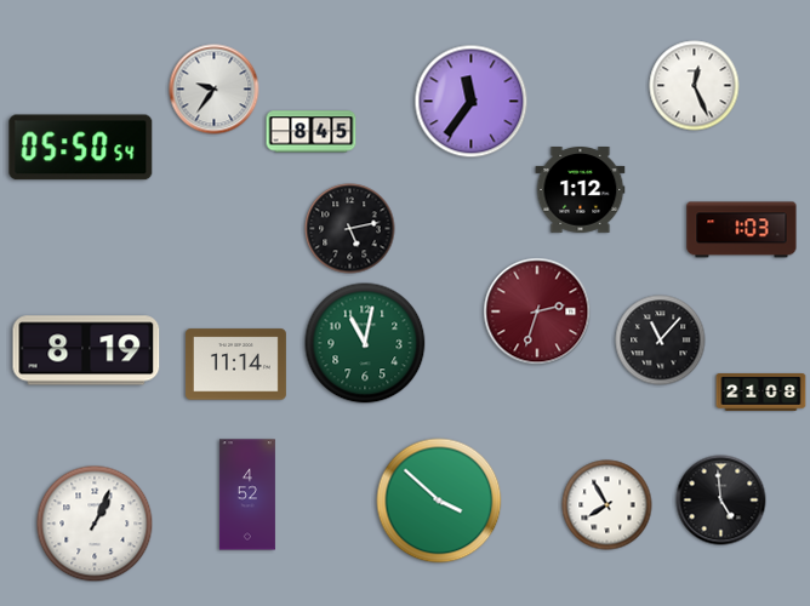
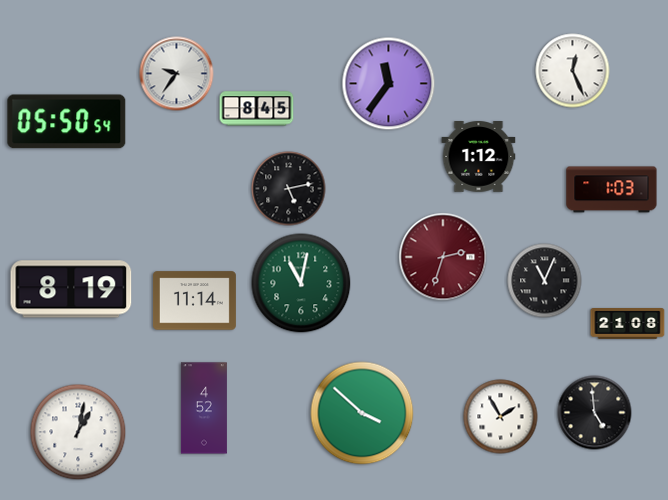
clock at (661, 341): 11:07 -> 11:04
clock at (607, 505): 7:55 -> 1:55
clock at (95, 524): 1:04 -> 1:02
